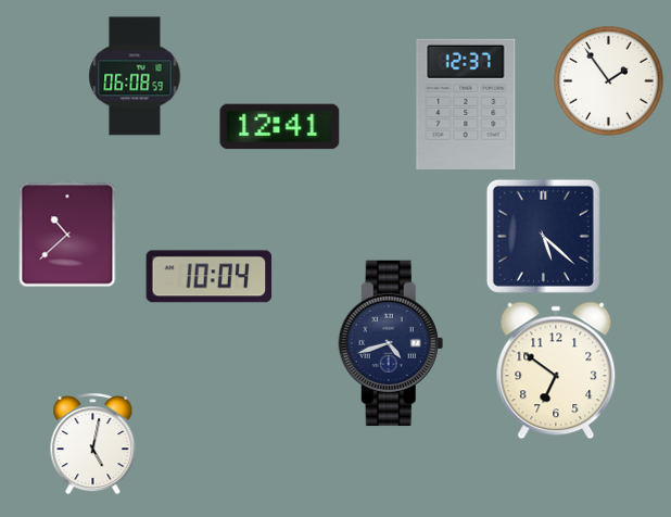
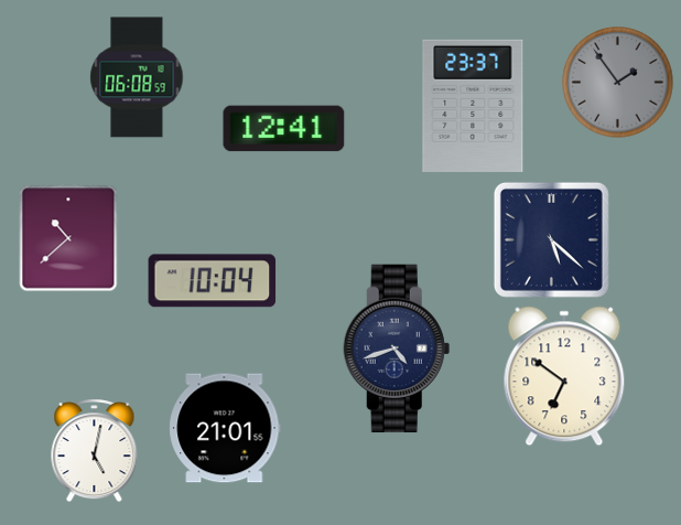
clock at (609, 81) dial: white -> grey
clock at (466, 104): 12:37 -> 23:37
clock at (225, 428): none -> 21:01
